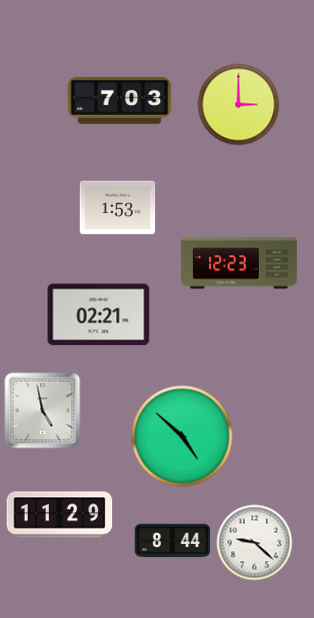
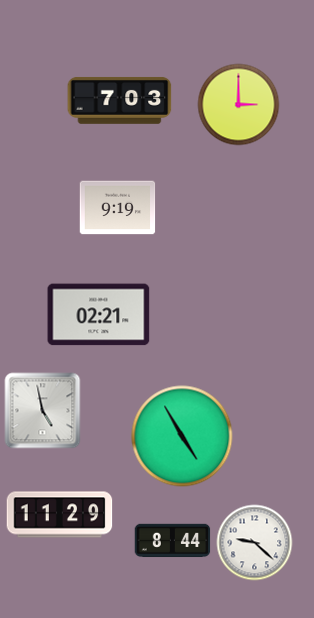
clock at (118, 208): 1:53 -> 9:19
clock at (239, 263): 12:23 -> none
clock at (182, 436): 4:52 -> 4:55
